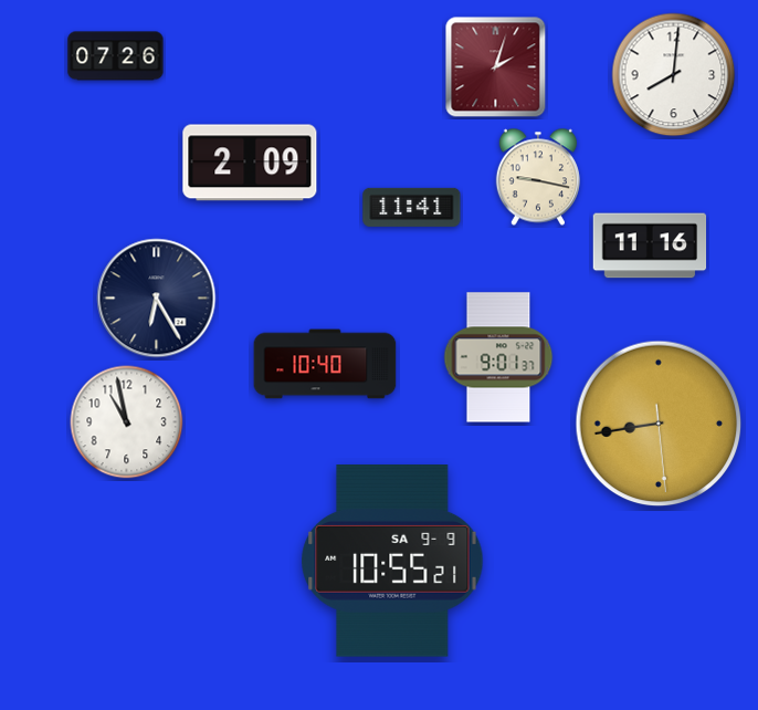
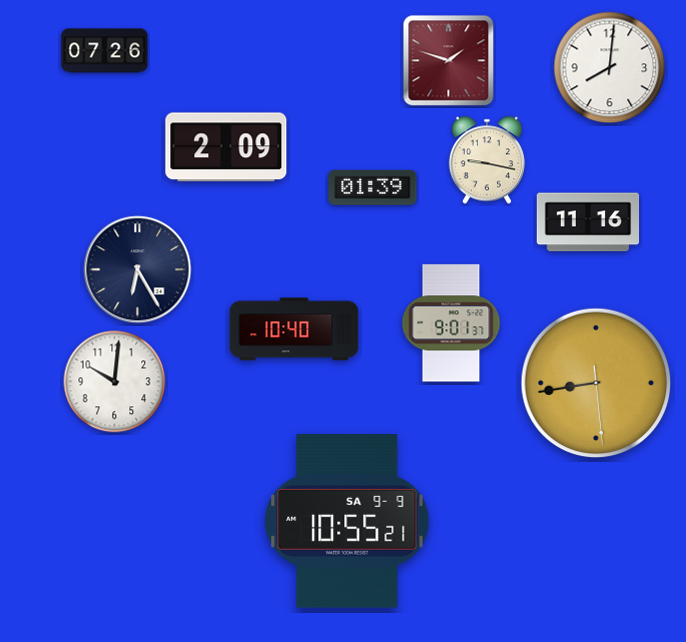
clock at (496, 67): 2:03 -> 1:48
clock at (412, 207): 11:41 -> 01:39
clock at (157, 299) position: (157, 299) -> (138, 270)
clock at (127, 422): 10:58 -> 10:01
clock at (392, 561) position: (392, 561) -> (347, 521)
